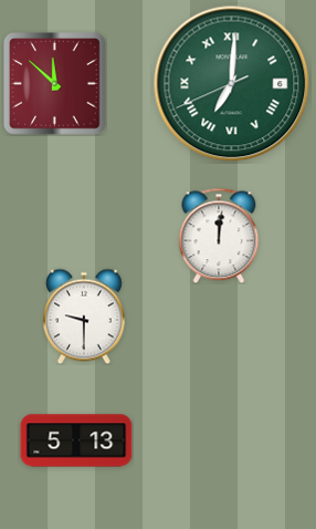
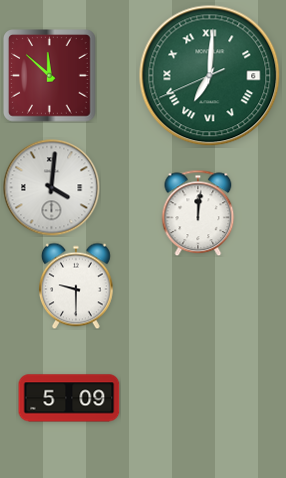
clock at (52, 188): none -> 4:01
clock at (76, 440): 5:13 -> 5:09
